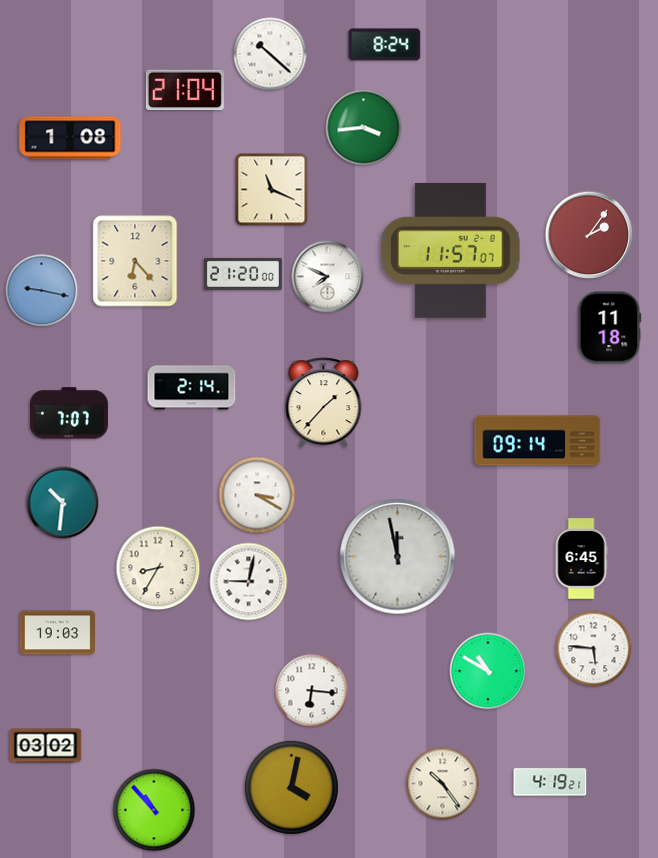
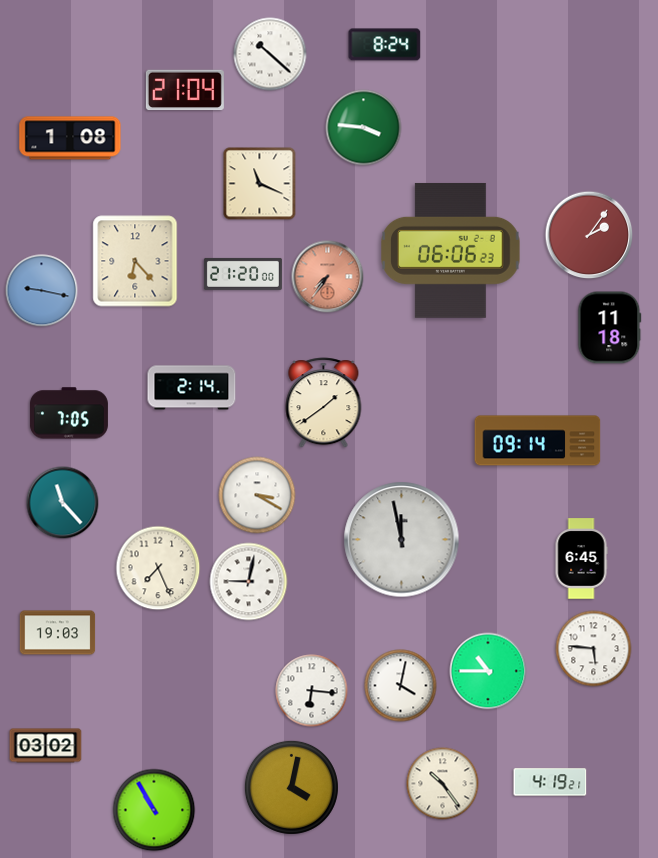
clock at (364, 128): 3:44 -> 3:46
clock at (272, 190) position: (272, 190) -> (260, 184)
clock at (451, 250): 11:57 -> 06:06
clock at (328, 277): 7:49 -> 7:36
clock at (328, 277) dial: white -> salmon
clock at (324, 403): 1:37 -> 1:39
clock at (69, 413): 7:07 -> 7:05
clock at (63, 503): 10:31 -> 11:23
clock at (398, 557) position: (398, 557) -> (402, 540)
clock at (158, 568): 8:35 -> 7:26
clock at (488, 671): 10:50 -> 10:45
clock at (401, 686): none -> 4:02
clock at (154, 810): 10:53 -> 10:55
